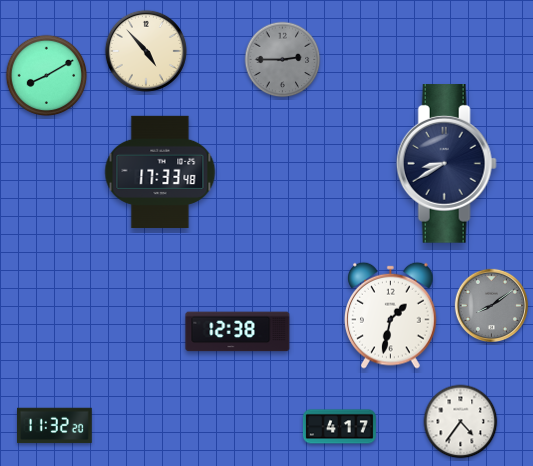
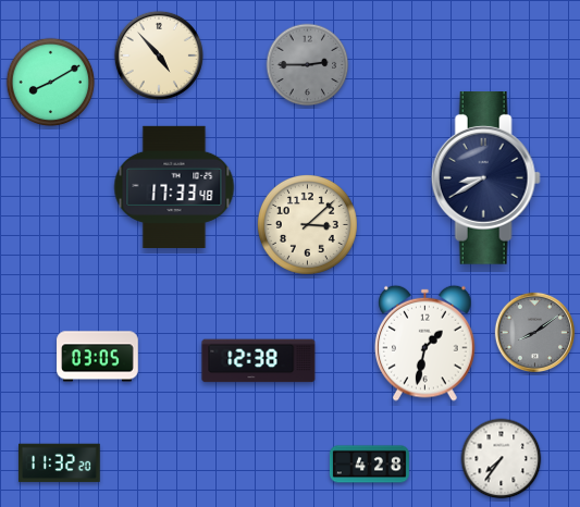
clock at (307, 224): none -> 3:08
clock at (98, 357): none -> 03:05
clock at (461, 422): 4:36 -> 7:36
clock at (339, 427): 4:17 -> 4:28
